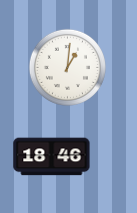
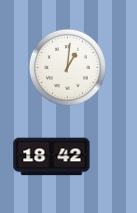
clock at (52, 157): 18:46 -> 18:42
